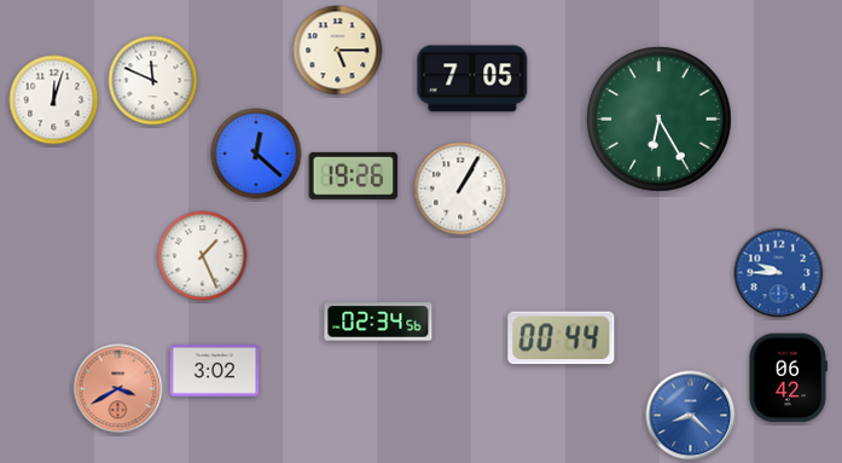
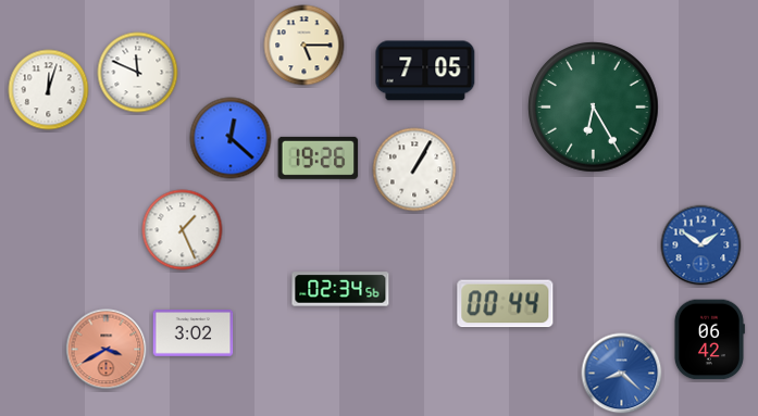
clock at (779, 273): 9:45 -> 1:51
